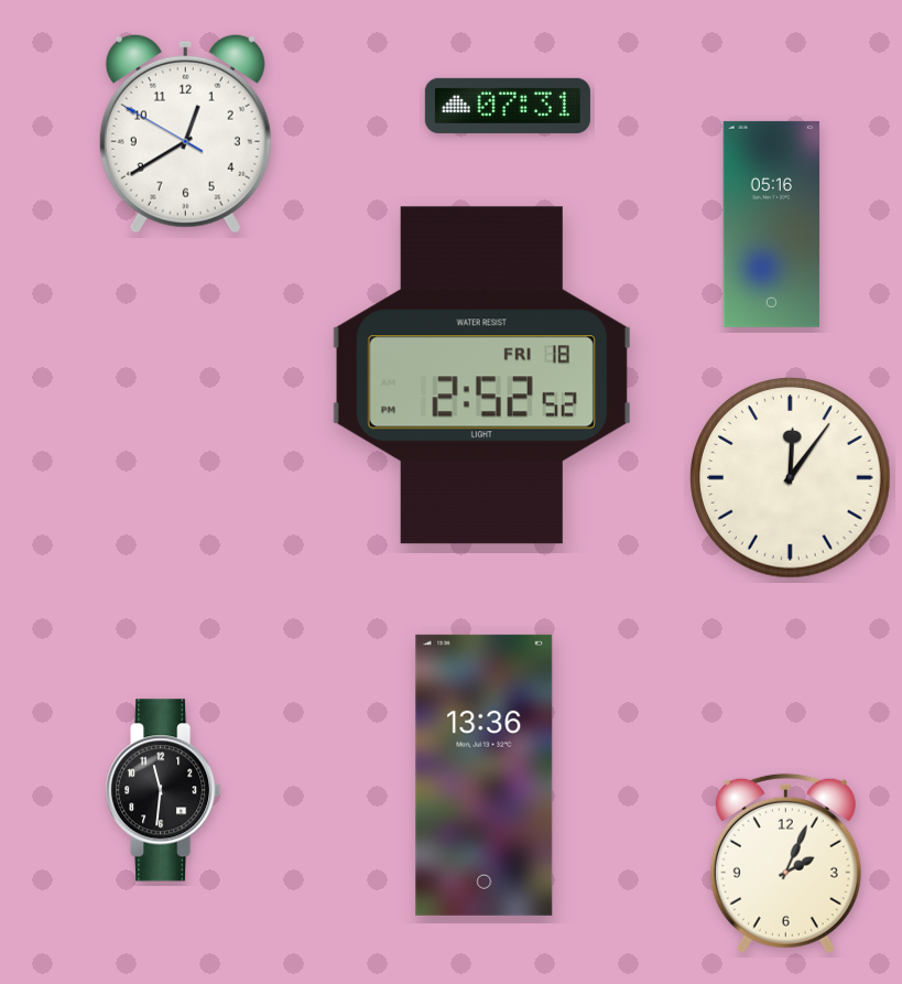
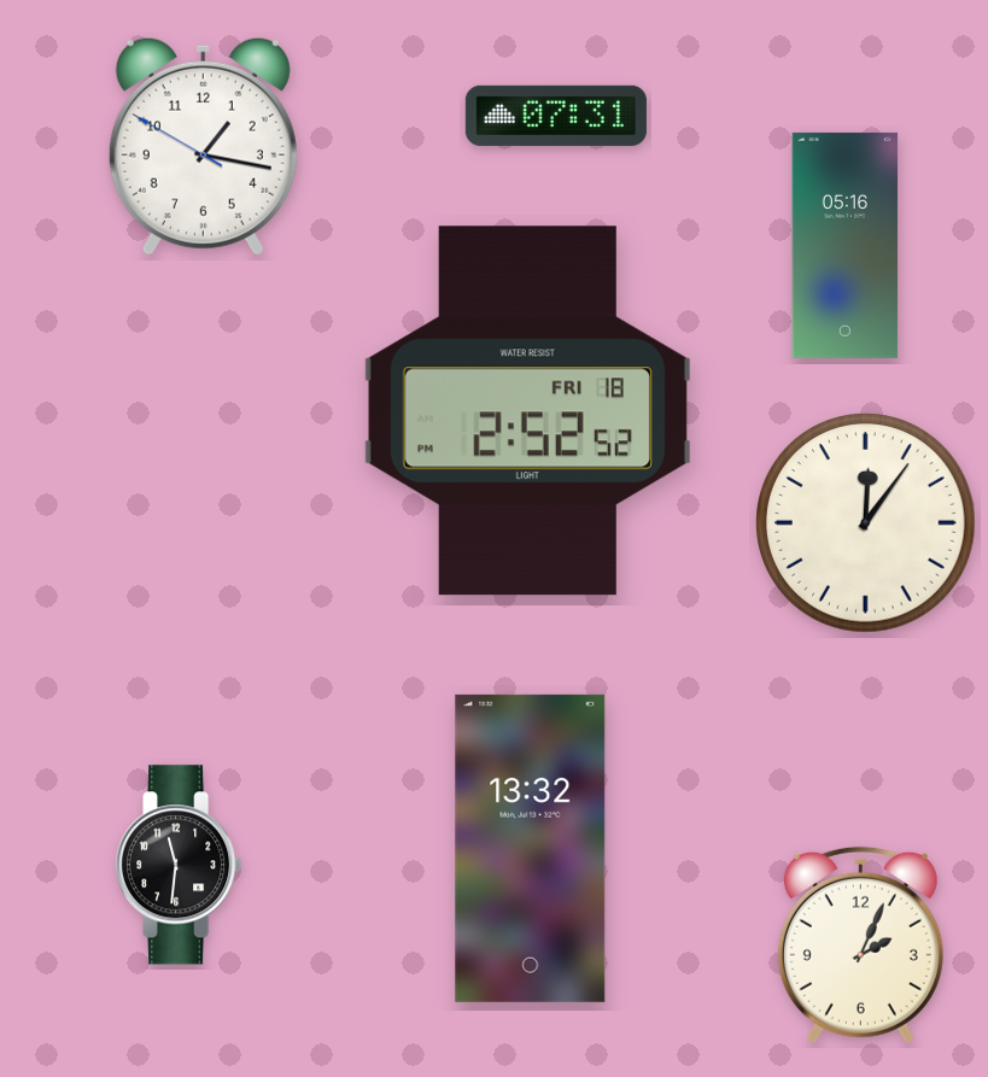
clock at (185, 133): 12:39 -> 1:16
clock at (485, 775): 13:36 -> 13:32
